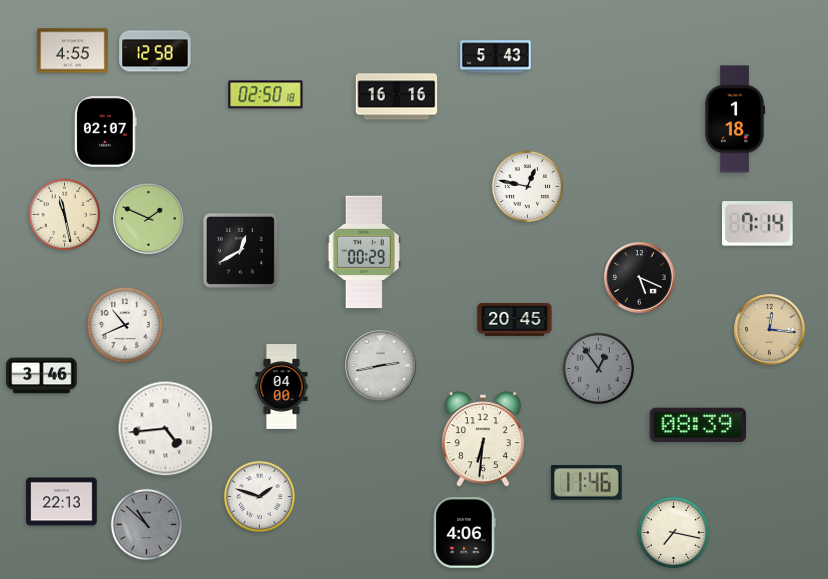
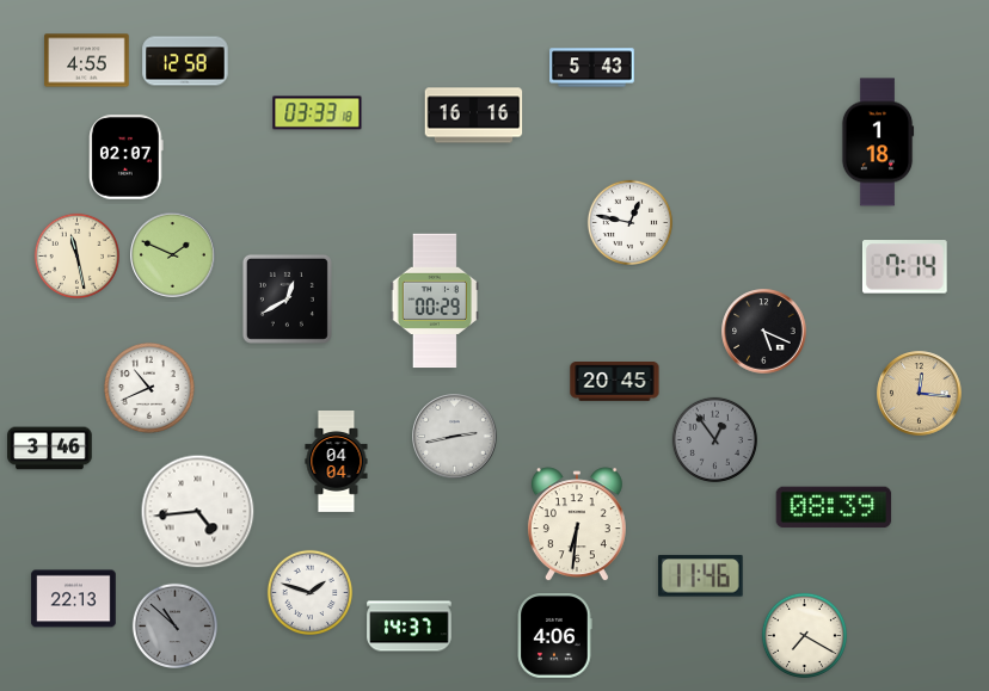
clock at (266, 95): 02:50 -> 03:33
clock at (149, 219) position: (149, 219) -> (173, 255)
clock at (282, 387): 04:00 -> 04:04
clock at (410, 627): none -> 14:37
clock at (673, 532): 7:17 -> 7:20
